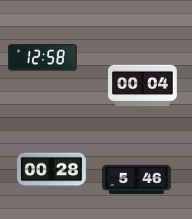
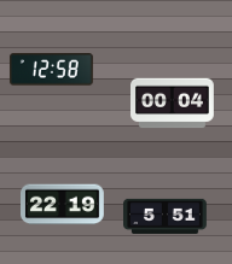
clock at (52, 170): 00:28 -> 22:19
clock at (137, 179): 5:46 -> 5:51
